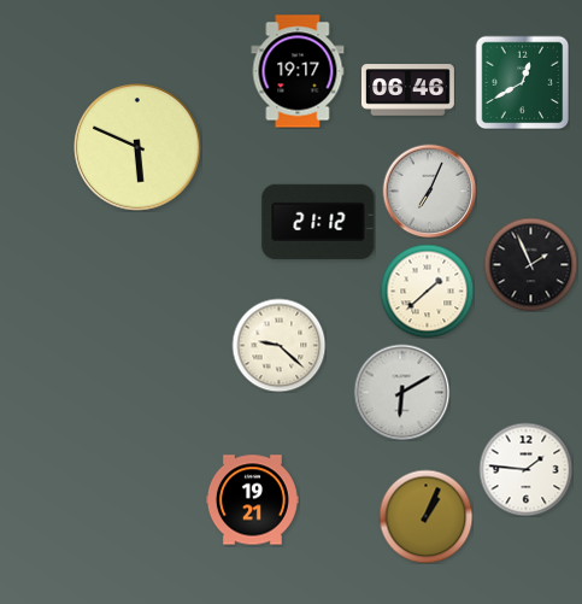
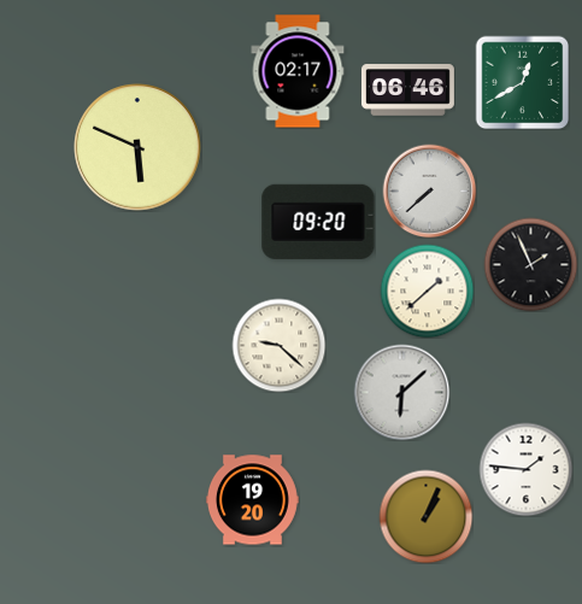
clock at (298, 71): 19:17 -> 02:17
clock at (429, 190): 7:04 -> 7:38
clock at (318, 222): 21:12 -> 09:20
clock at (401, 392): 6:10 -> 6:08
clock at (252, 500): 19:21 -> 19:20
